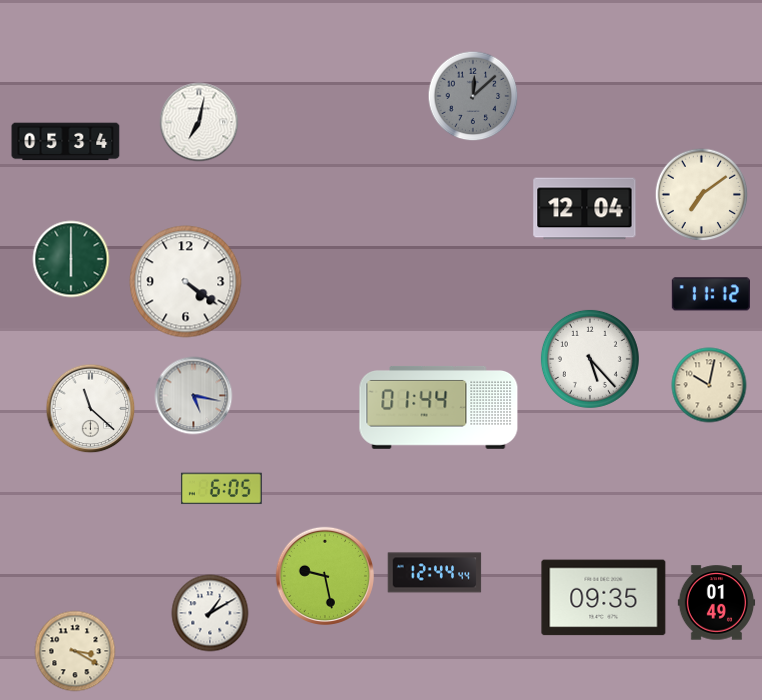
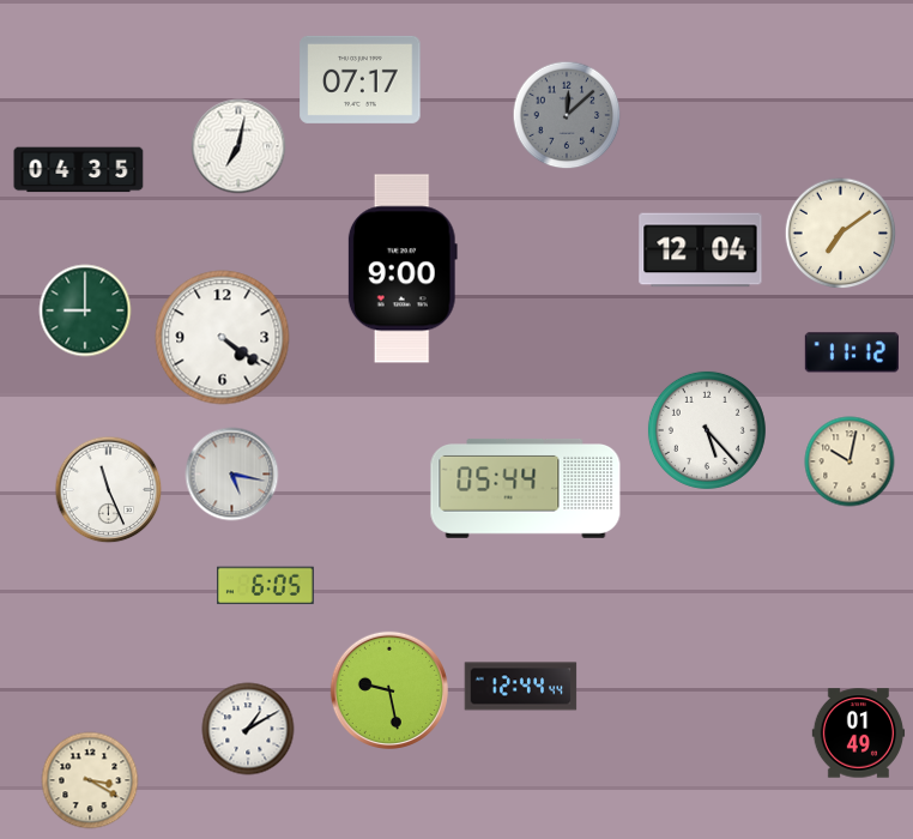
clock at (361, 79): none -> 07:17
clock at (66, 142): 05:34 -> 04:35
clock at (403, 268): none -> 9:00
clock at (71, 259): 6:00 -> 9:00
clock at (439, 408): 01:44 -> 05:44
clock at (91, 409): 11:22 -> 11:26
clock at (604, 598): 09:35 -> none
clock at (717, 603) position: (717, 603) -> (859, 734)
clock at (210, 613) position: (210, 613) -> (248, 729)
